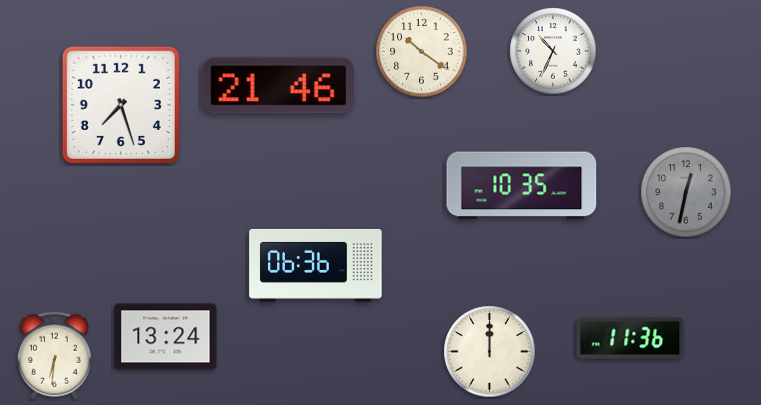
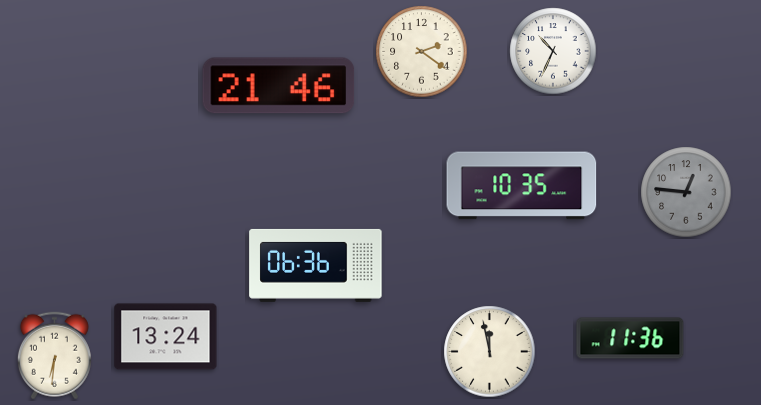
clock at (422, 52): 10:21 -> 2:21
clock at (121, 105): 7:27 -> none
clock at (686, 192): 12:32 -> 12:46
clock at (490, 352): 12:00 -> 11:58
